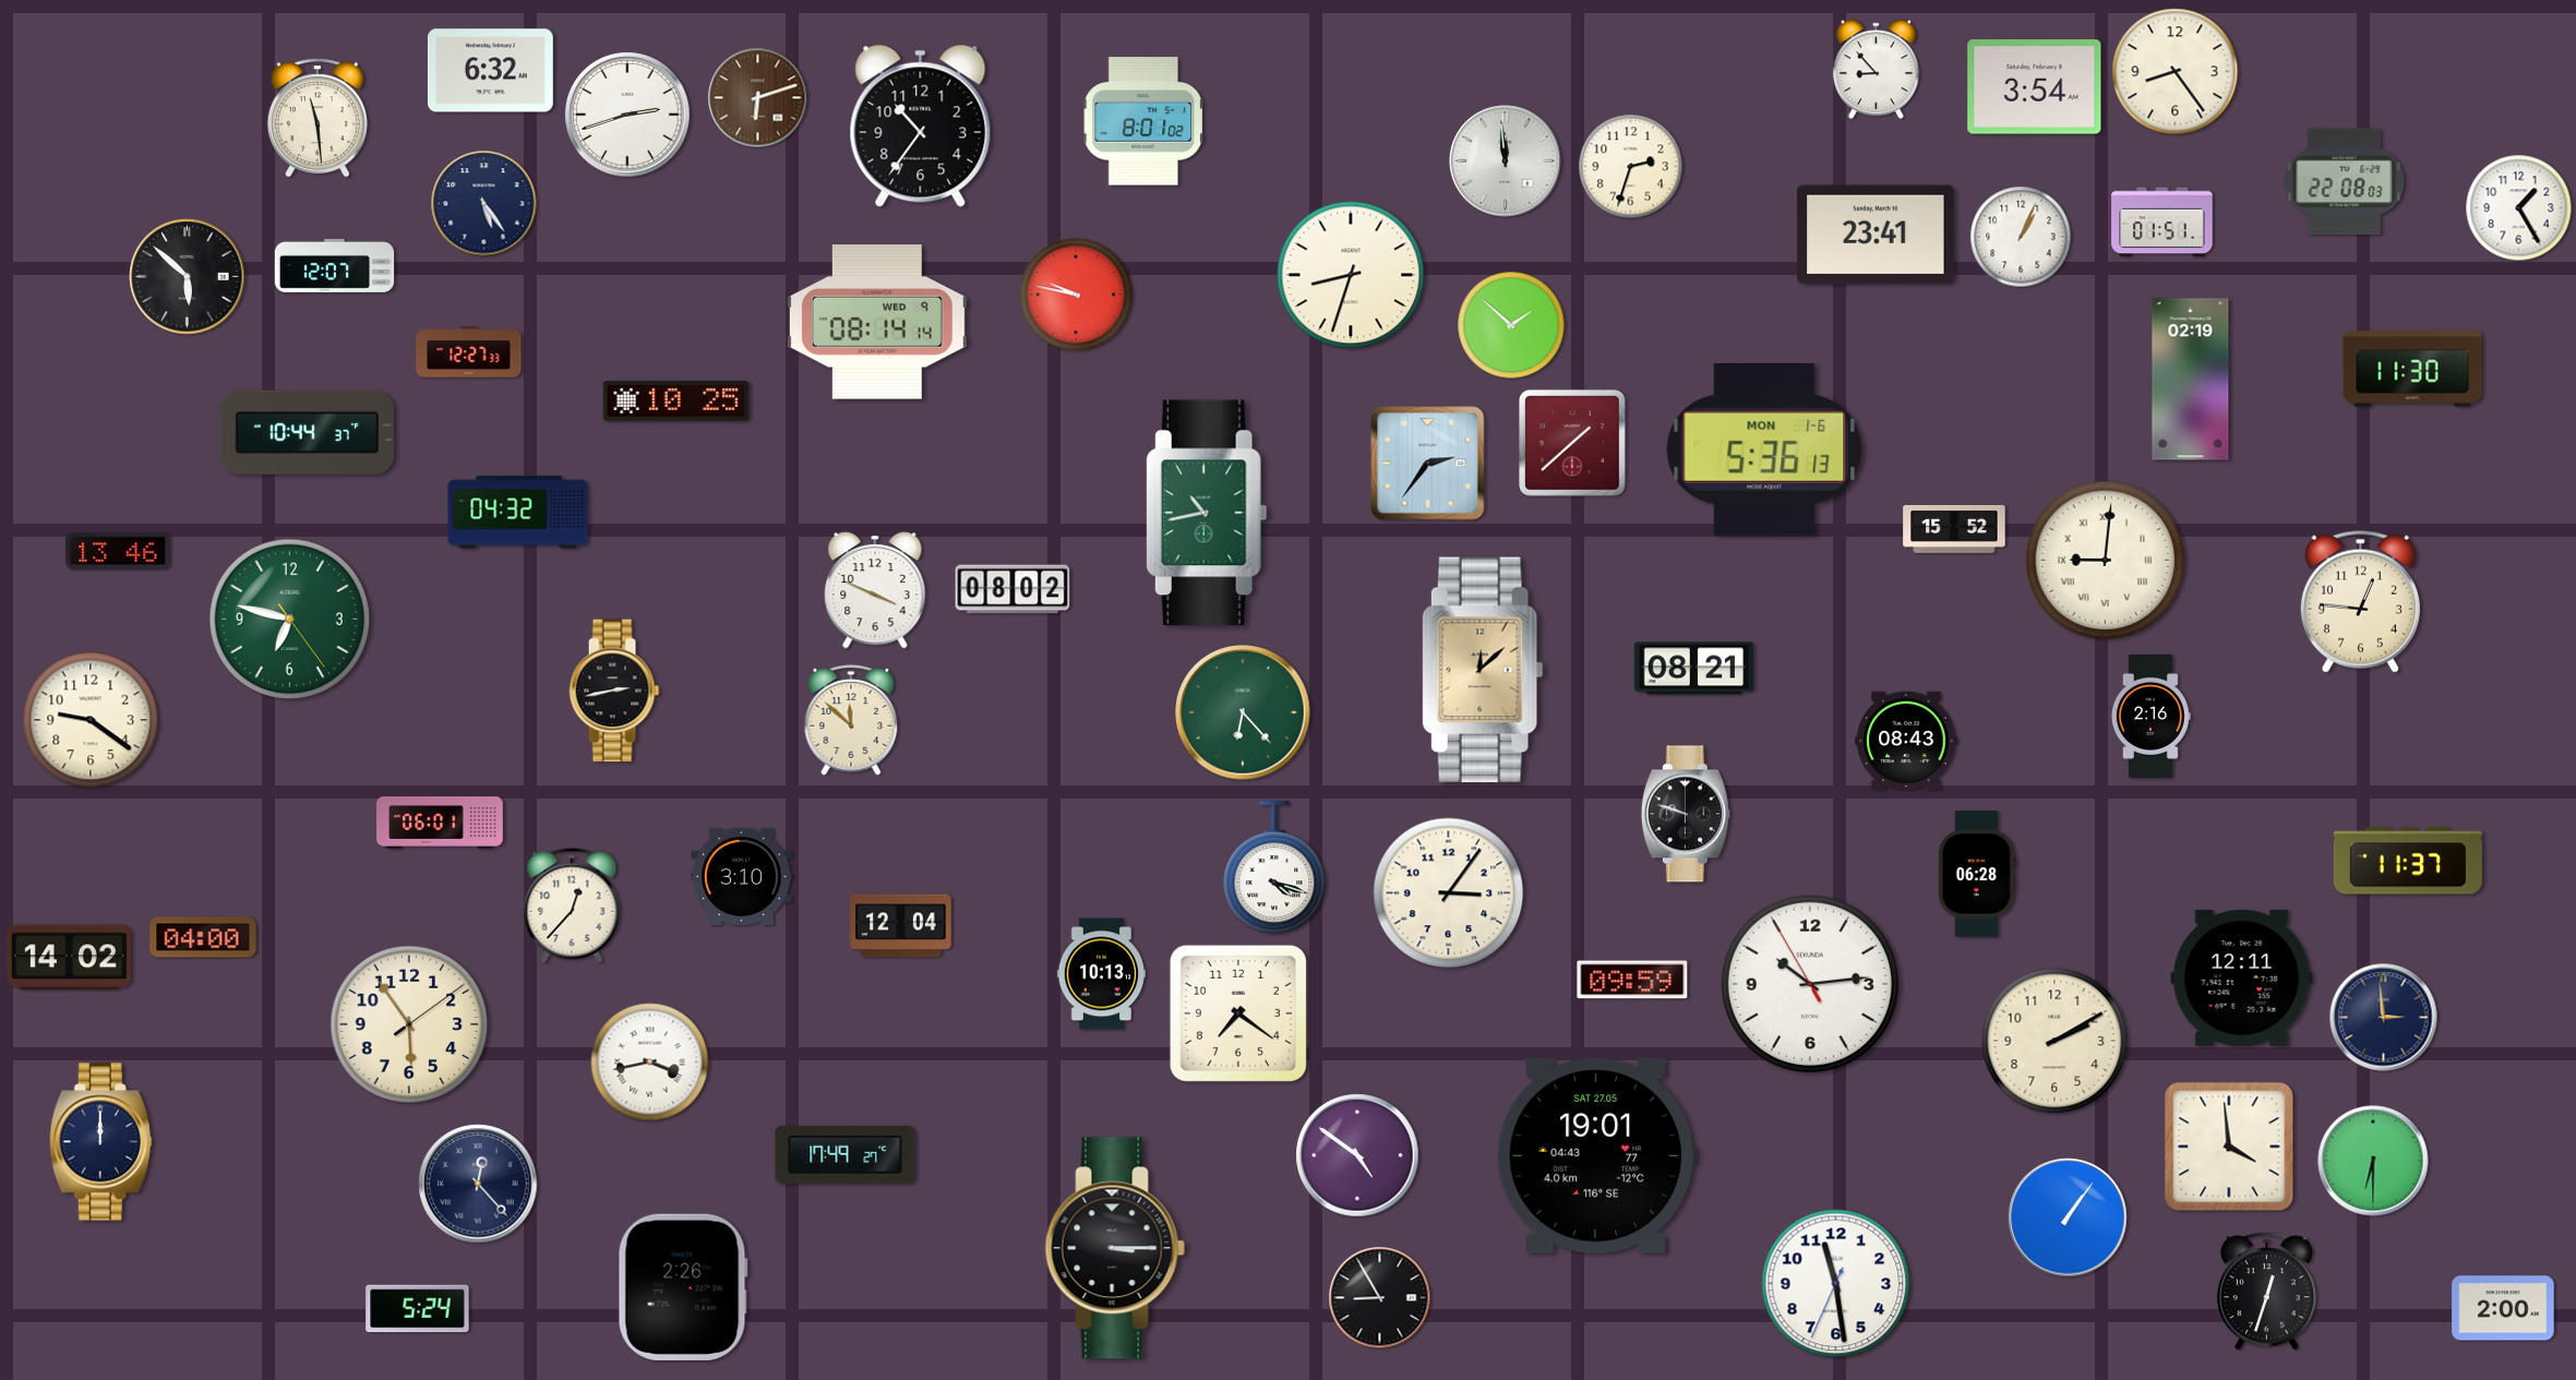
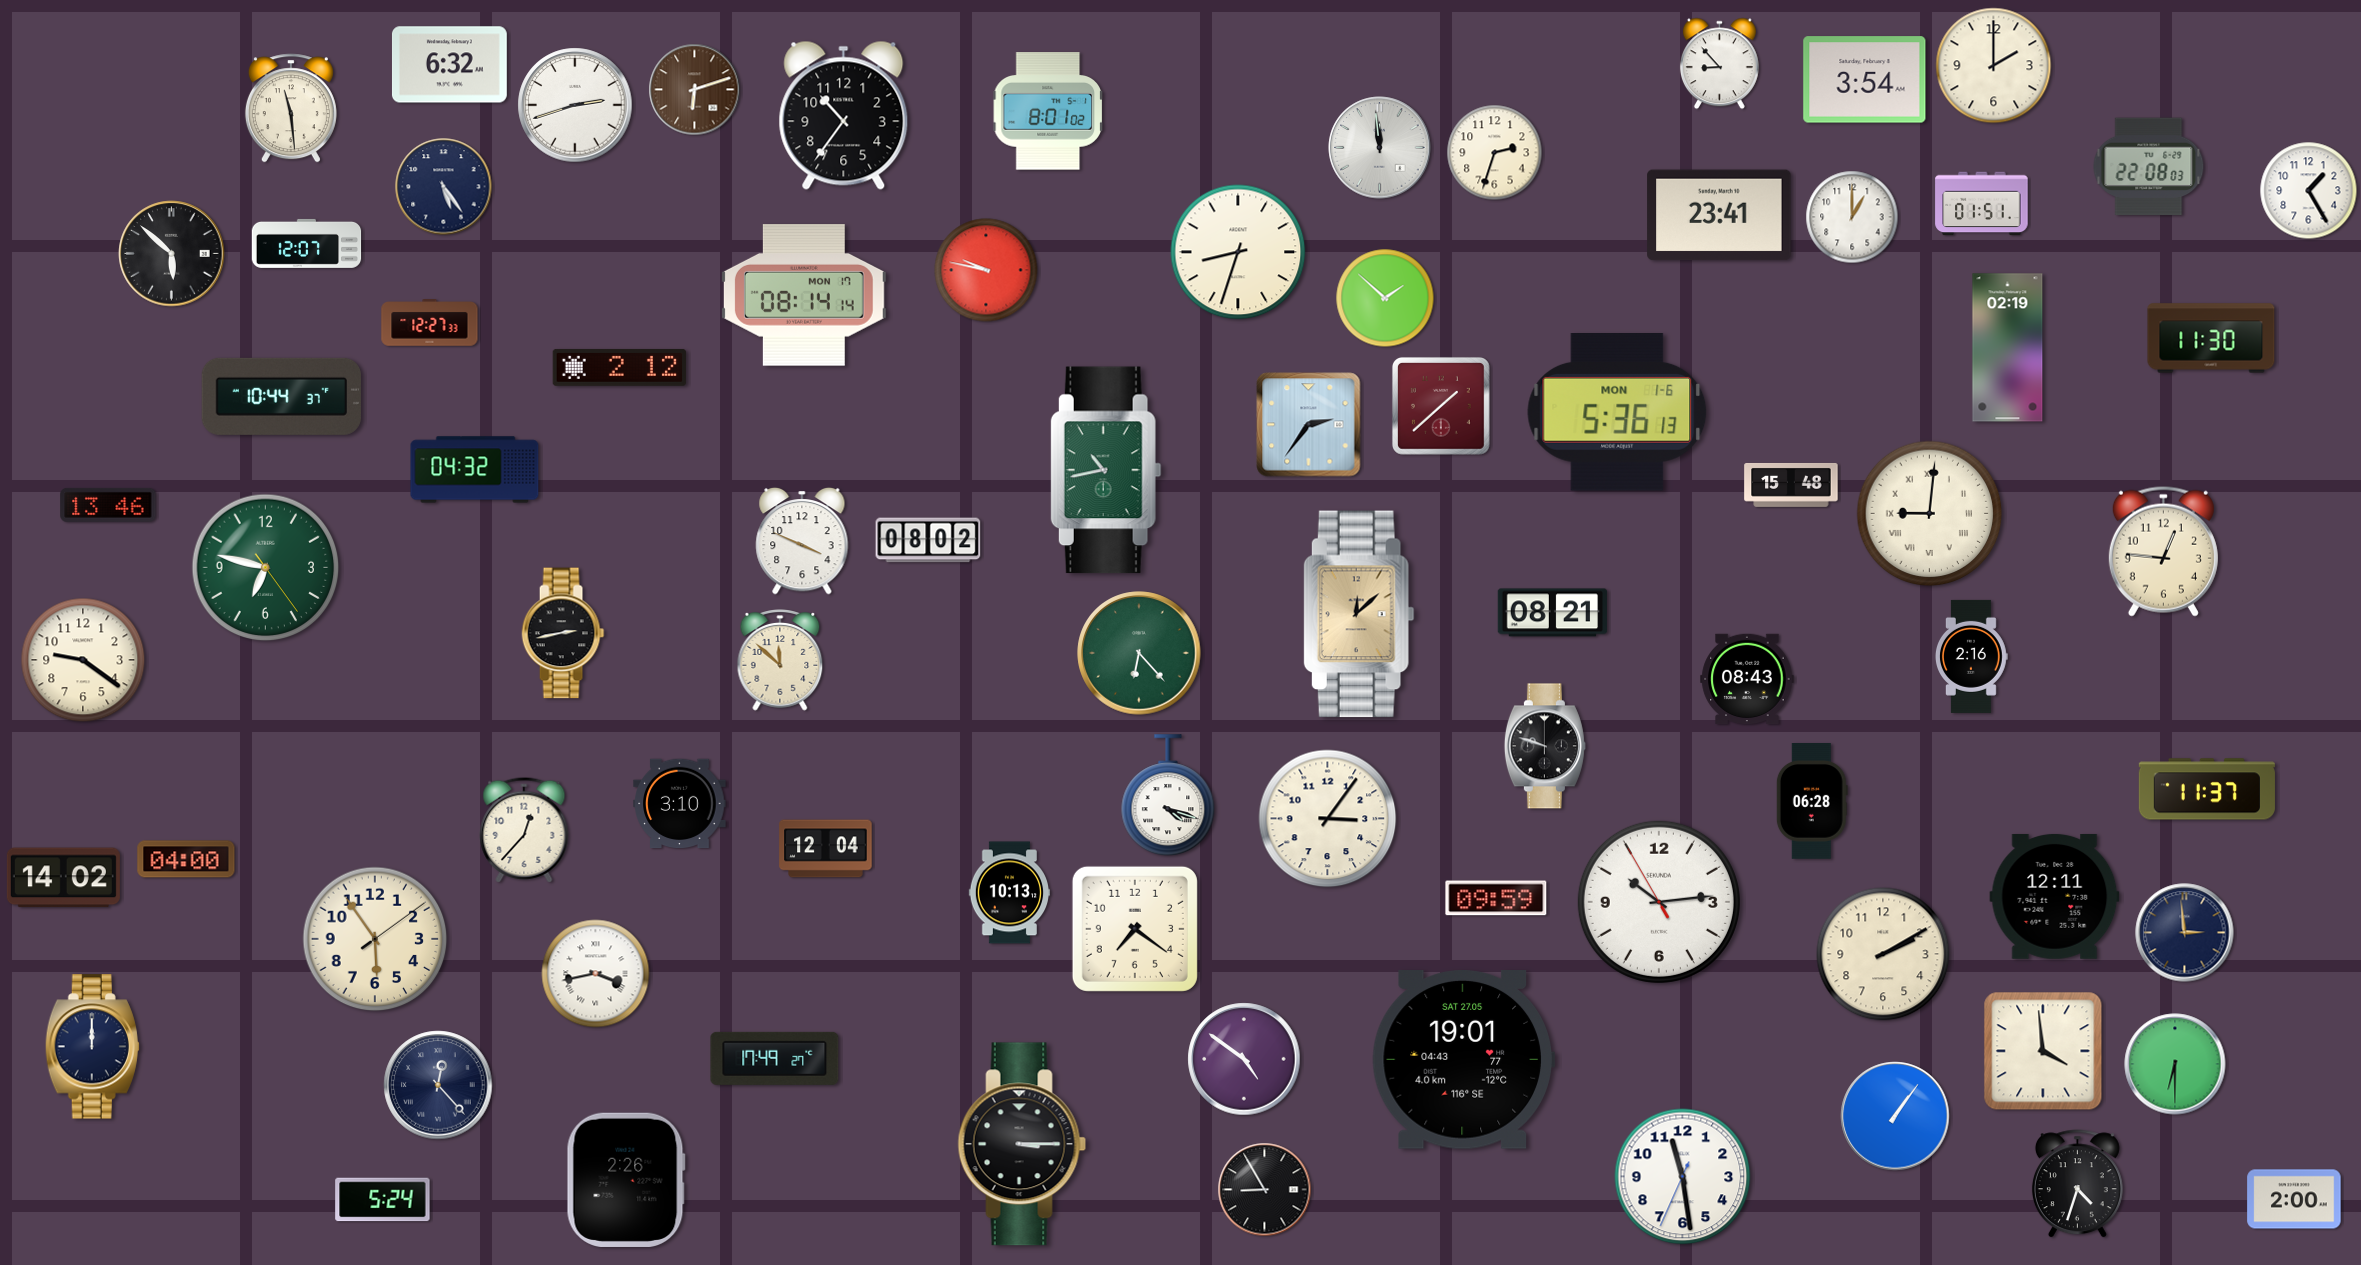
clock at (2176, 72): 8:24 -> 2:00
clock at (2021, 237): 1:04 -> 1:00
clock at (877, 322) date: WED 9 -> MON 17
clock at (676, 400): 10:25 -> 2:12
clock at (1954, 529): 15:52 -> 15:48
clock at (440, 823): 06:01 -> none
clock at (2266, 1292): 12:33 -> 4:33
